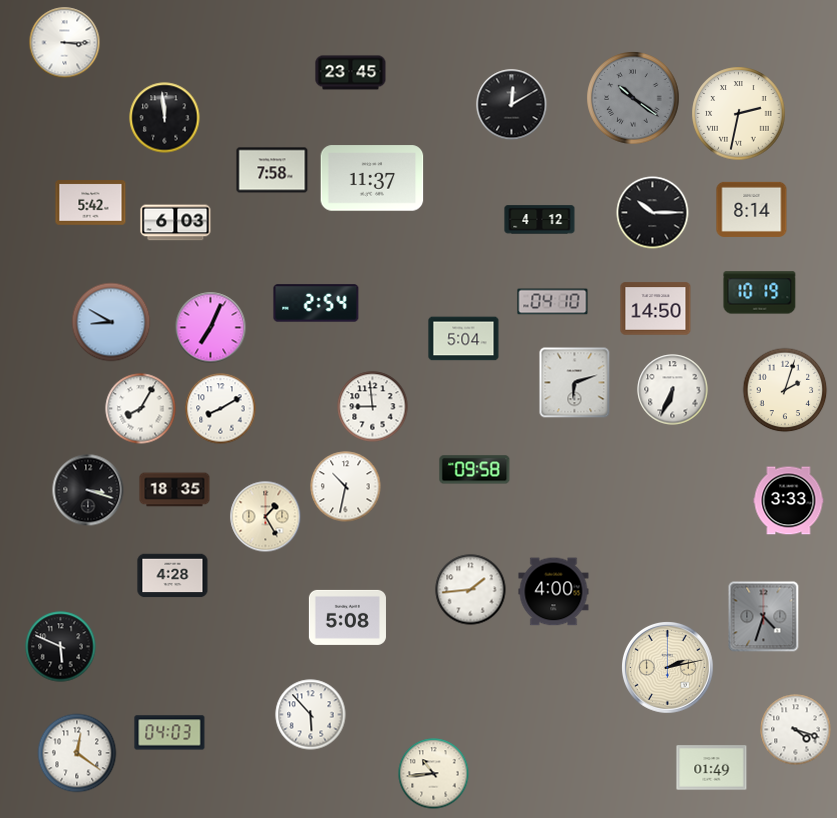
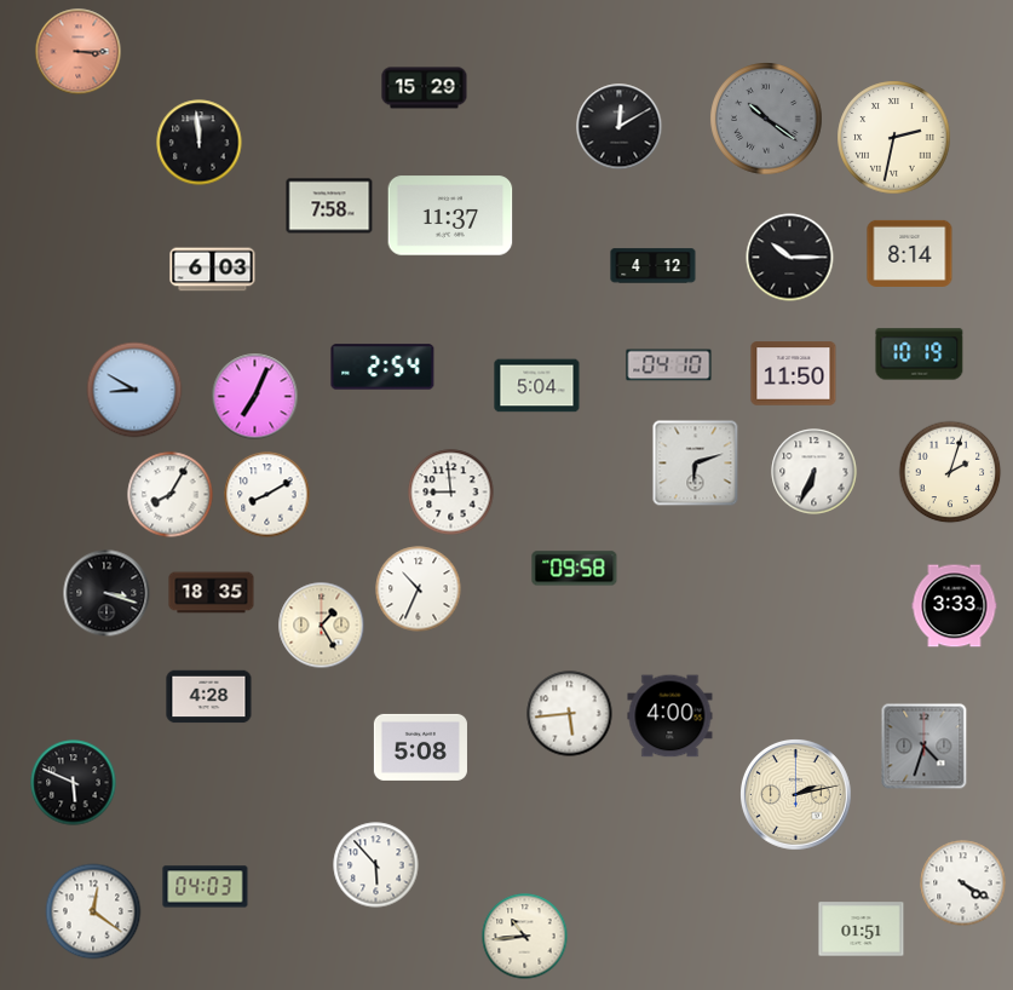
clock at (65, 43) dial: white -> salmon
clock at (351, 73): 23:45 -> 15:29
clock at (91, 203): 5:42 -> none
clock at (656, 309): 14:50 -> 11:50
clock at (464, 339) position: (464, 339) -> (537, 386)
clock at (346, 487): 10:32 -> 10:34
clock at (471, 590): 1:44 -> 5:44
clock at (668, 668) position: (668, 668) -> (796, 795)
clock at (796, 730): 4:18 -> 4:20
clock at (712, 768): 01:49 -> 01:51
